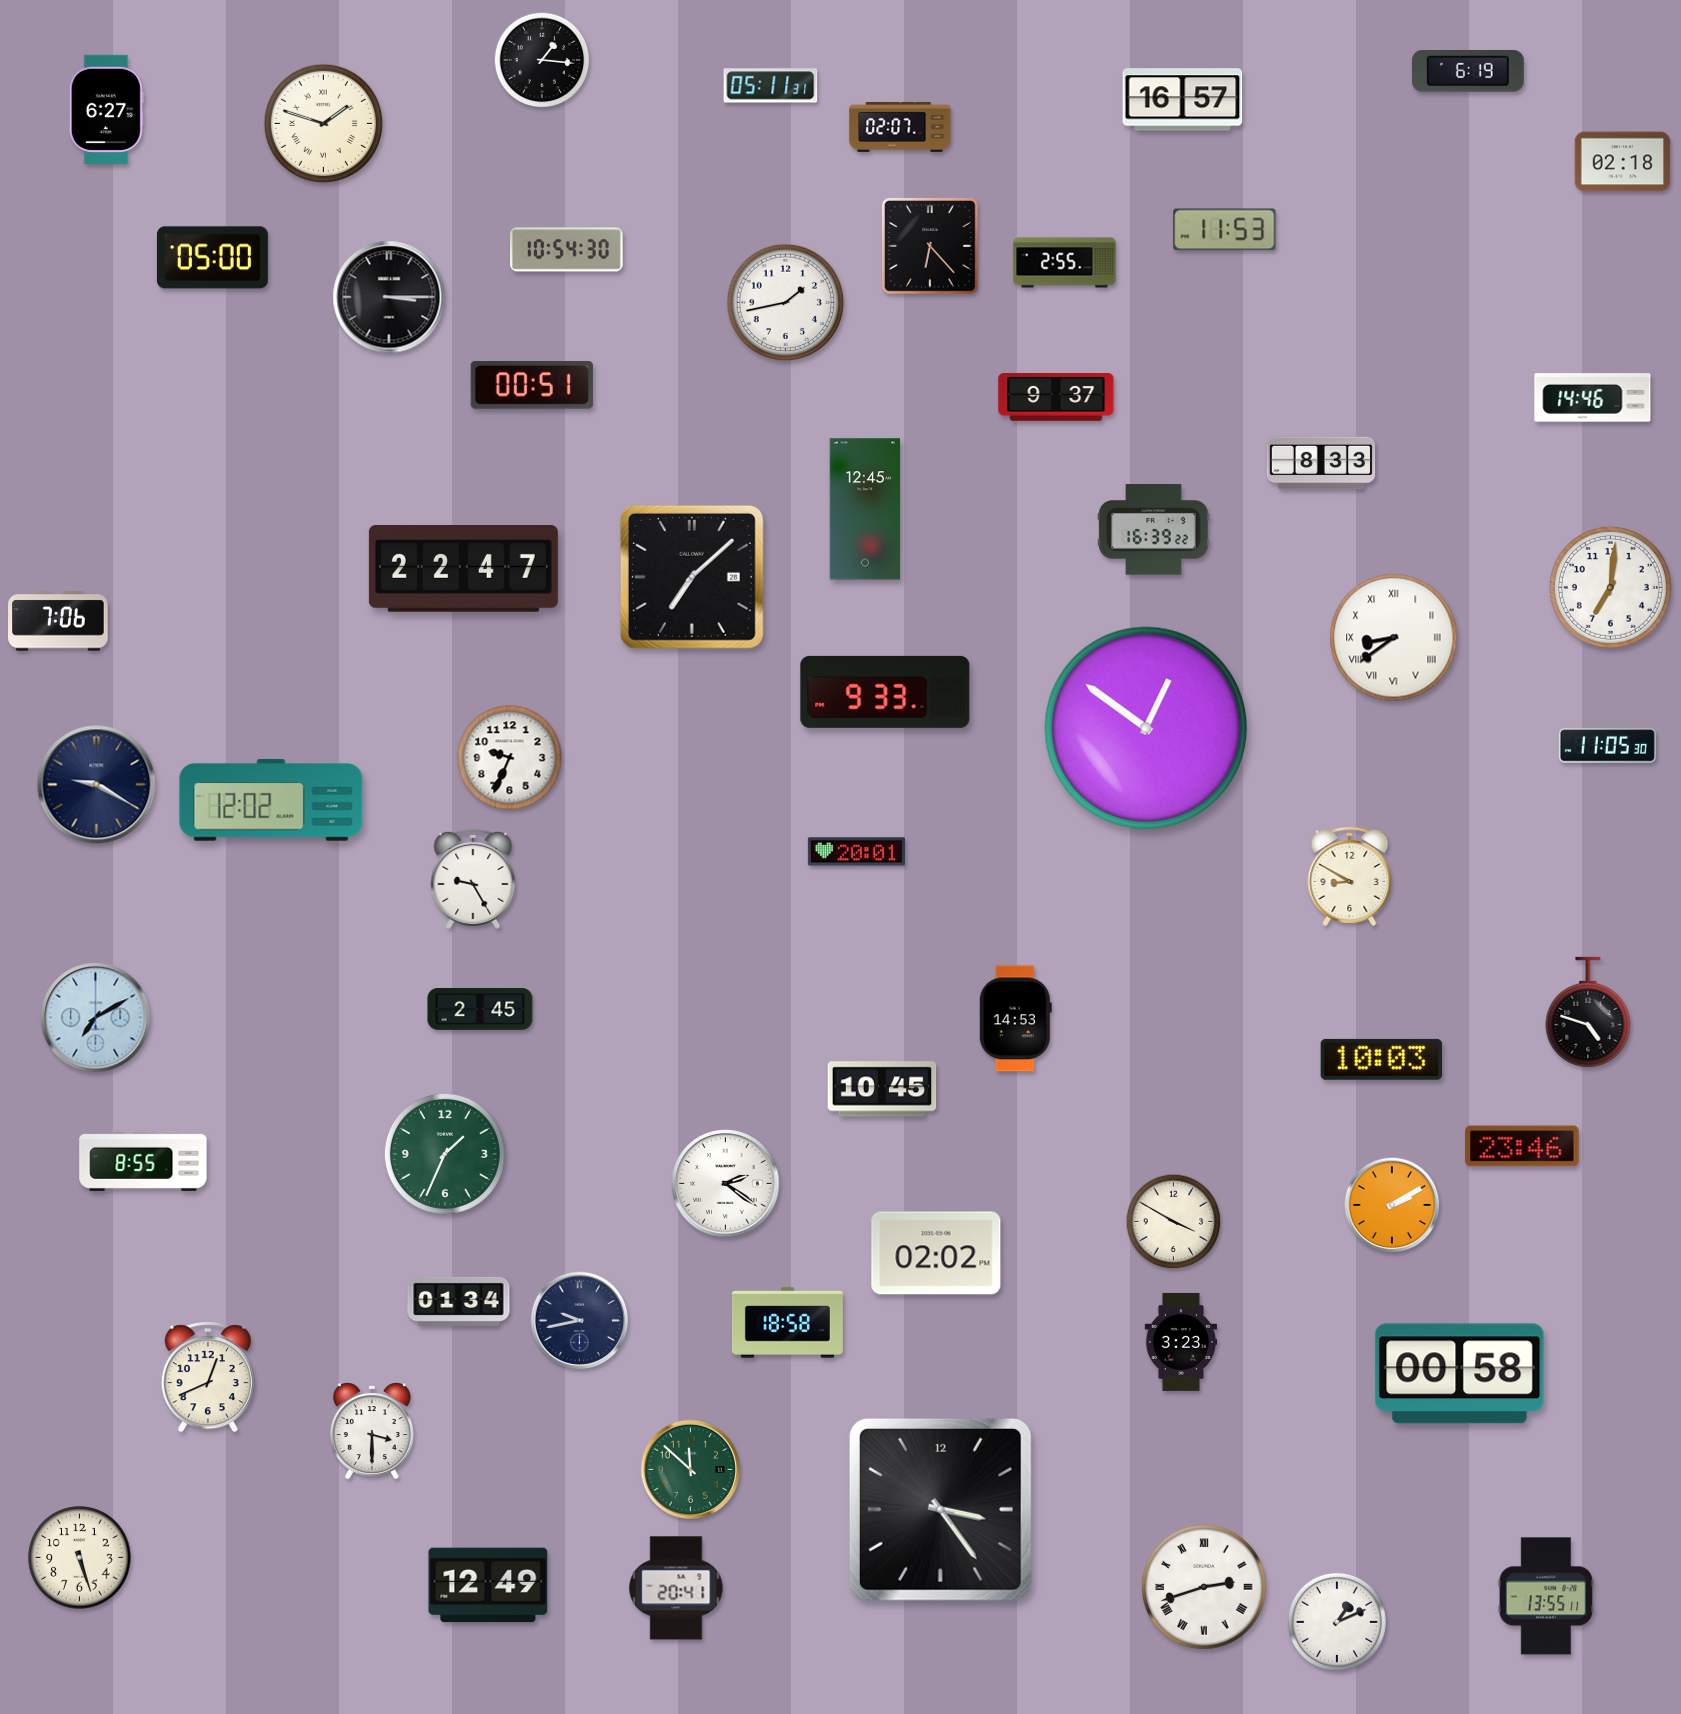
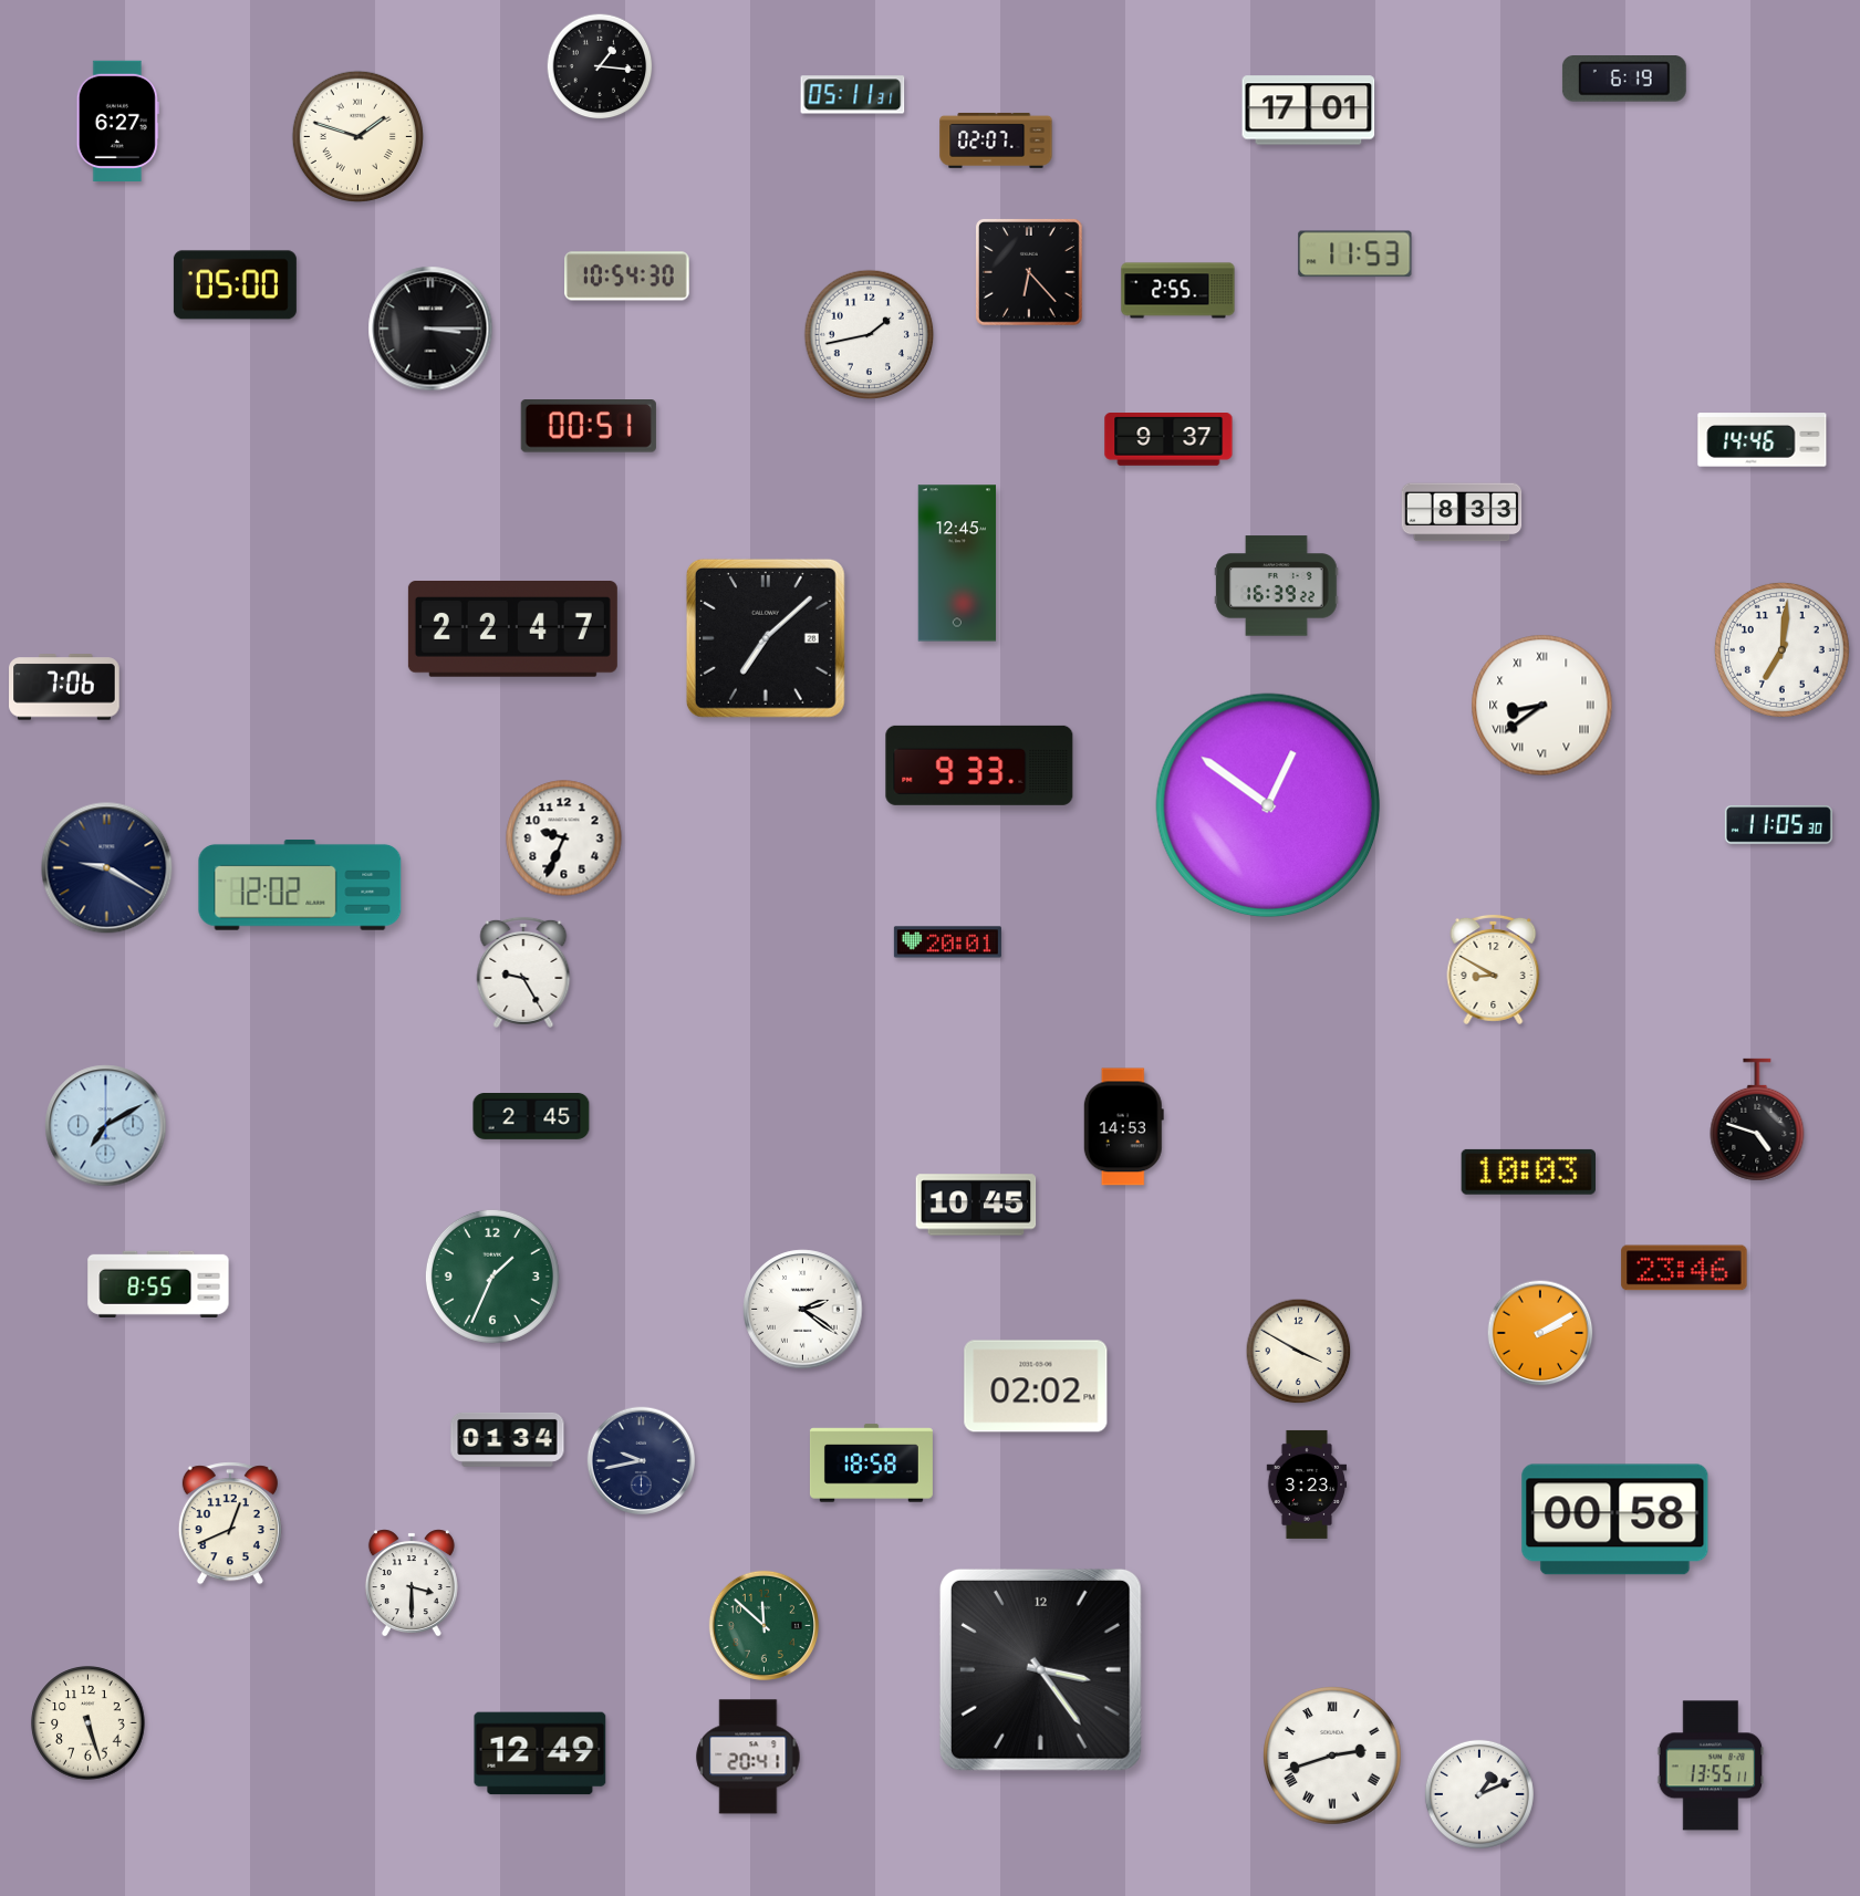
clock at (1183, 100): 16:57 -> 17:01
clock at (1623, 162): 02:18 -> none
